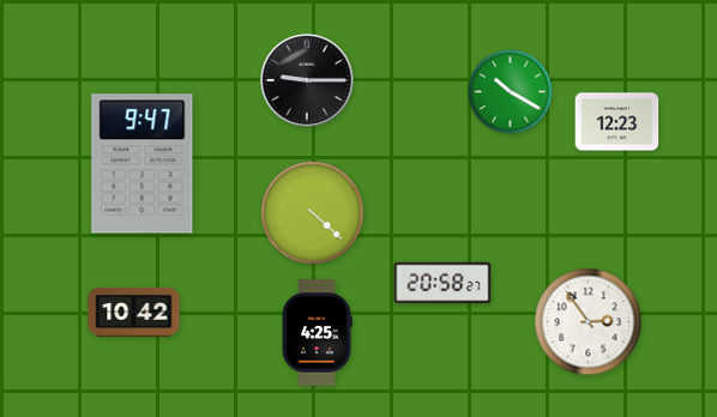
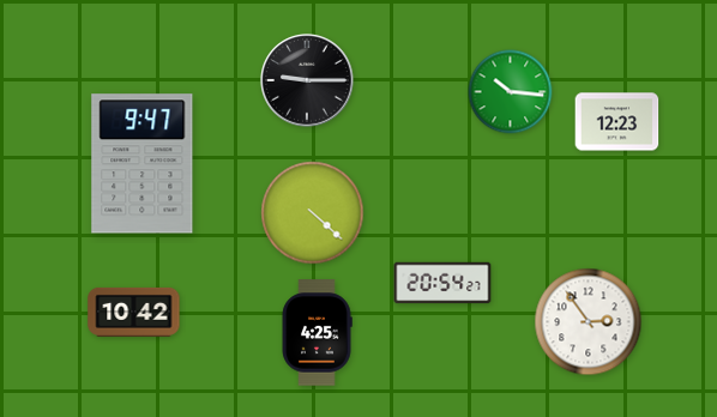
clock at (511, 92): 10:20 -> 10:16
clock at (442, 283): 20:58 -> 20:54
